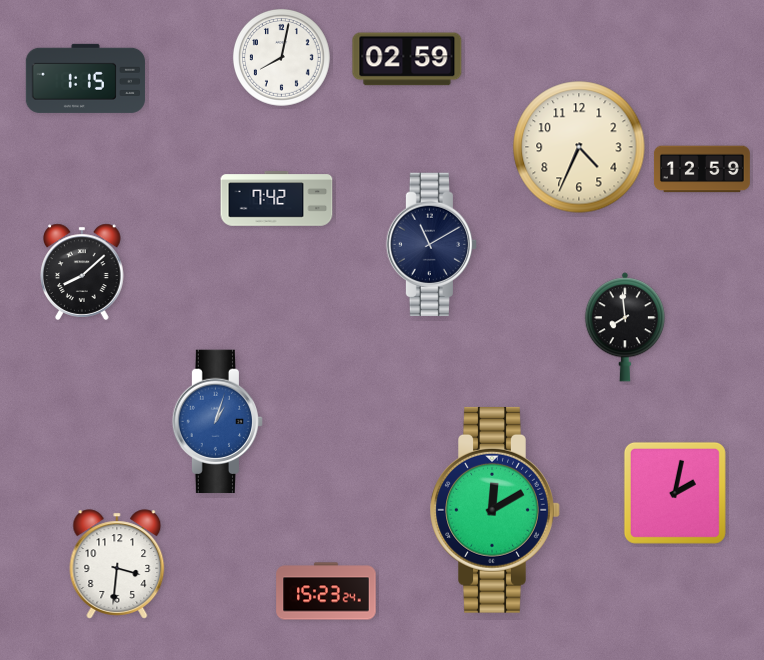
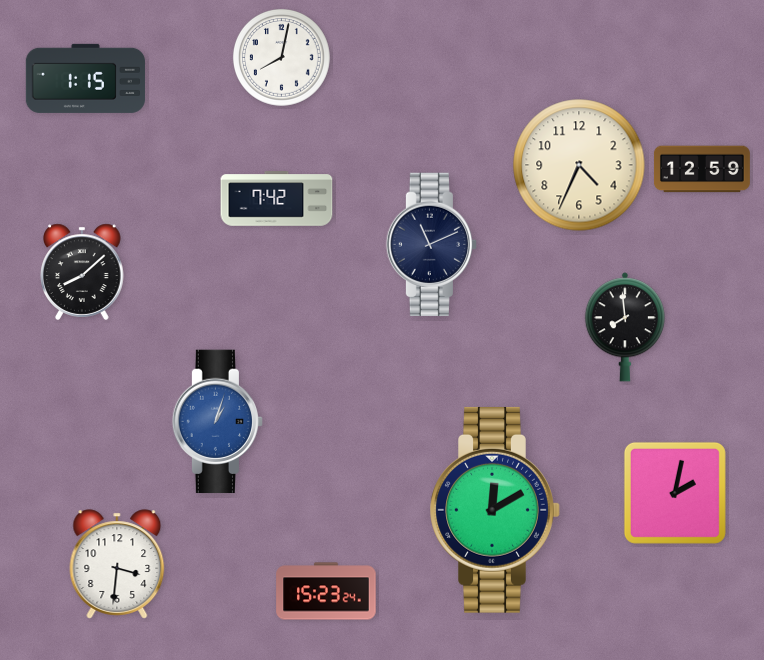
clock at (407, 59): 02:59 -> none
clock at (579, 147) position: (579, 147) -> (579, 165)
clock at (432, 245): 11:10 -> 11:11
